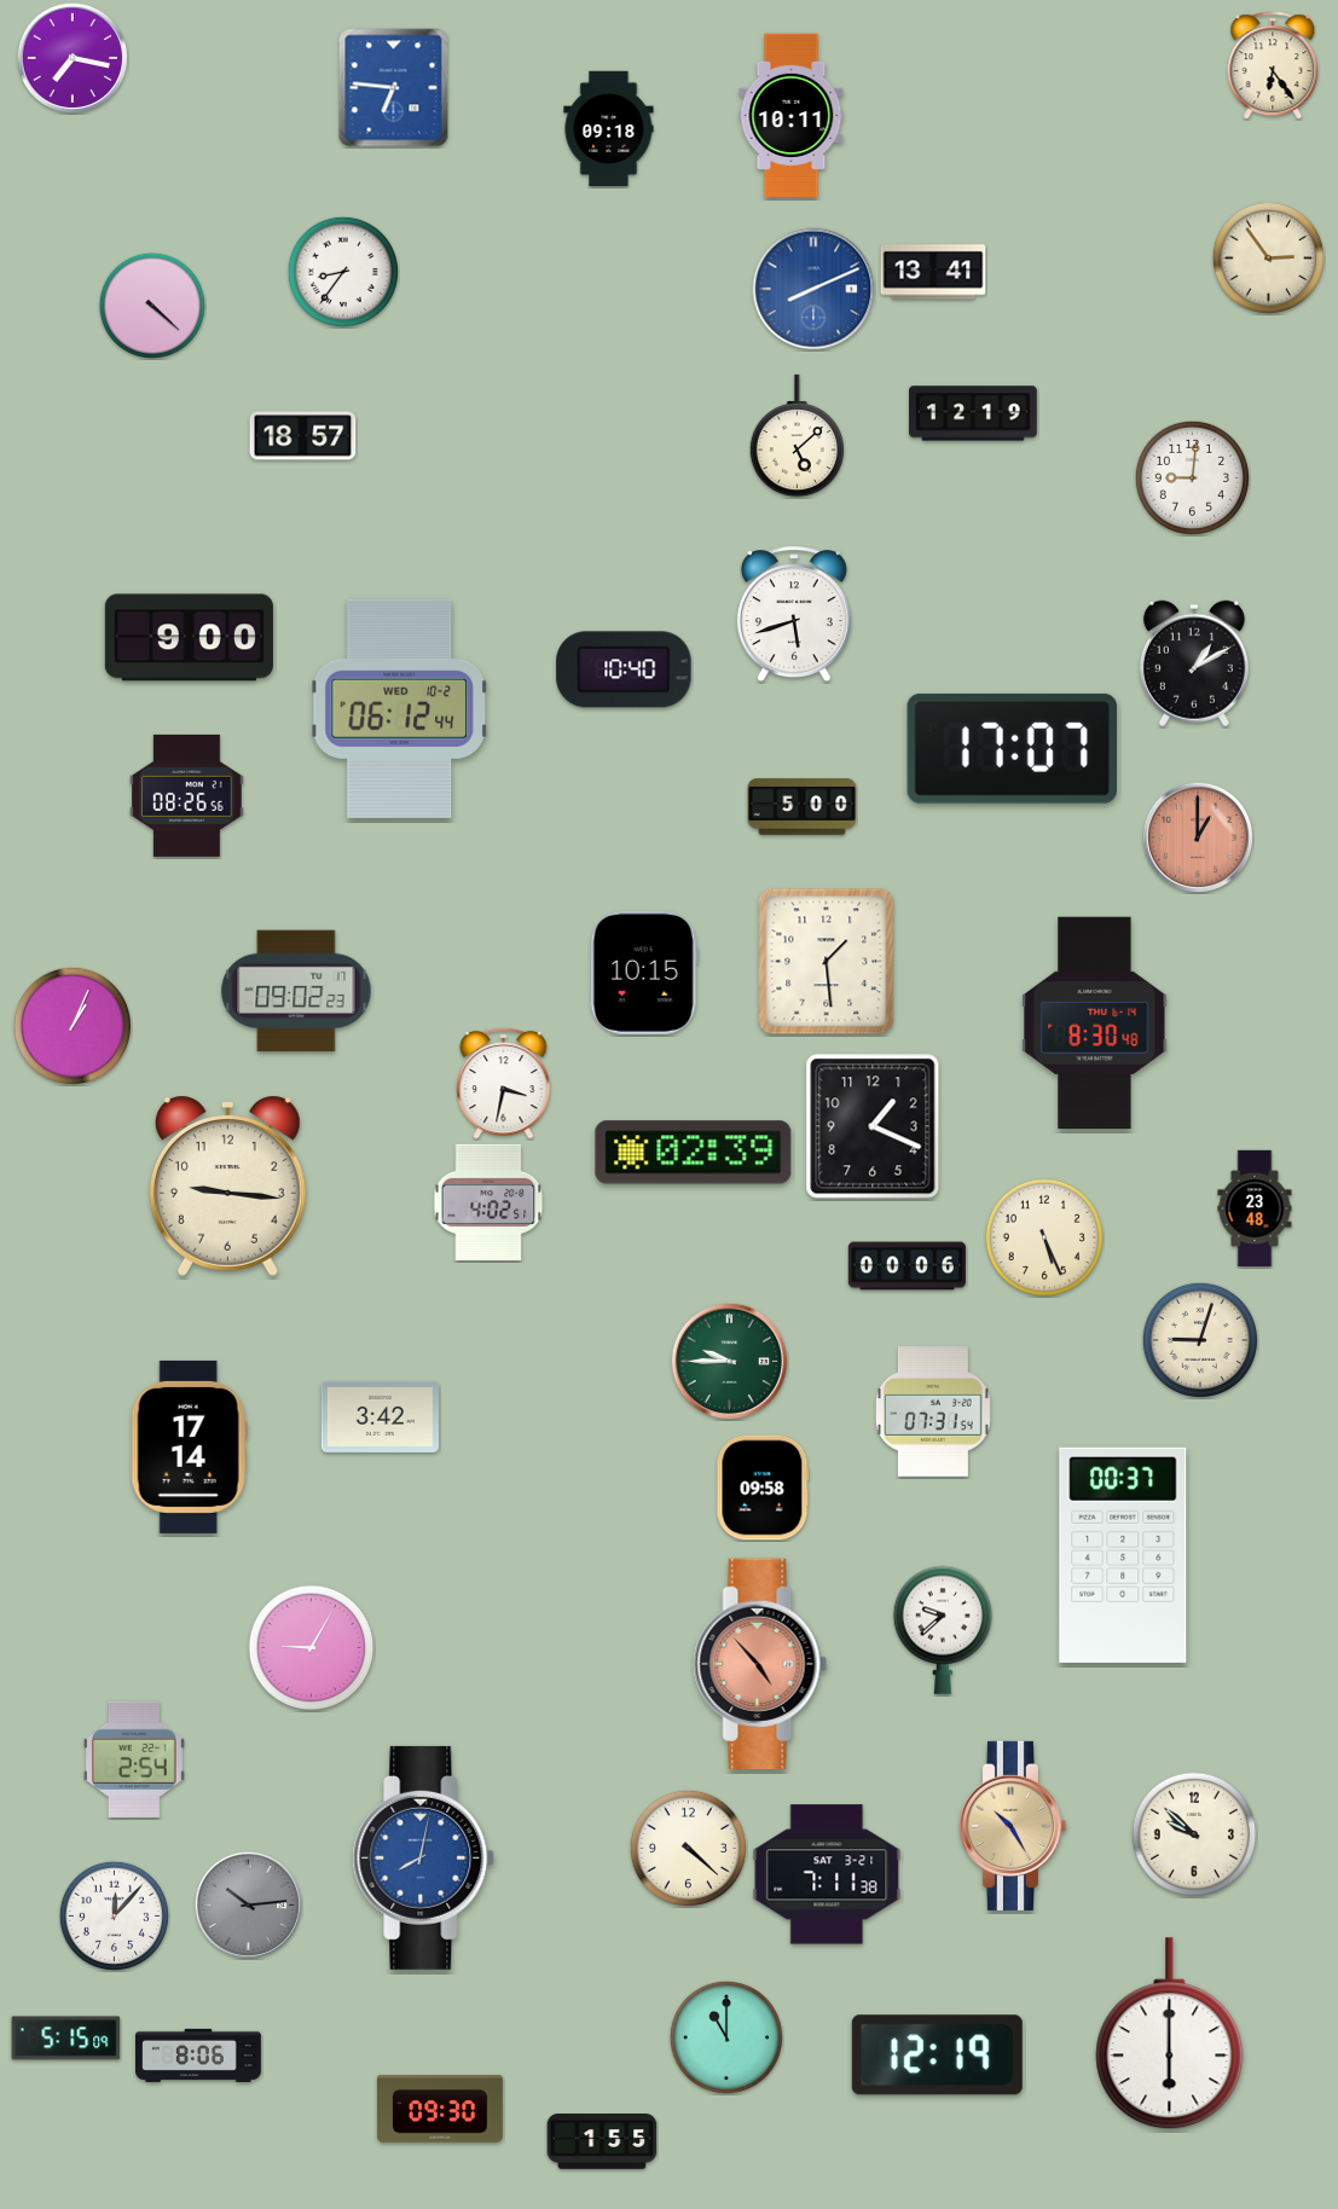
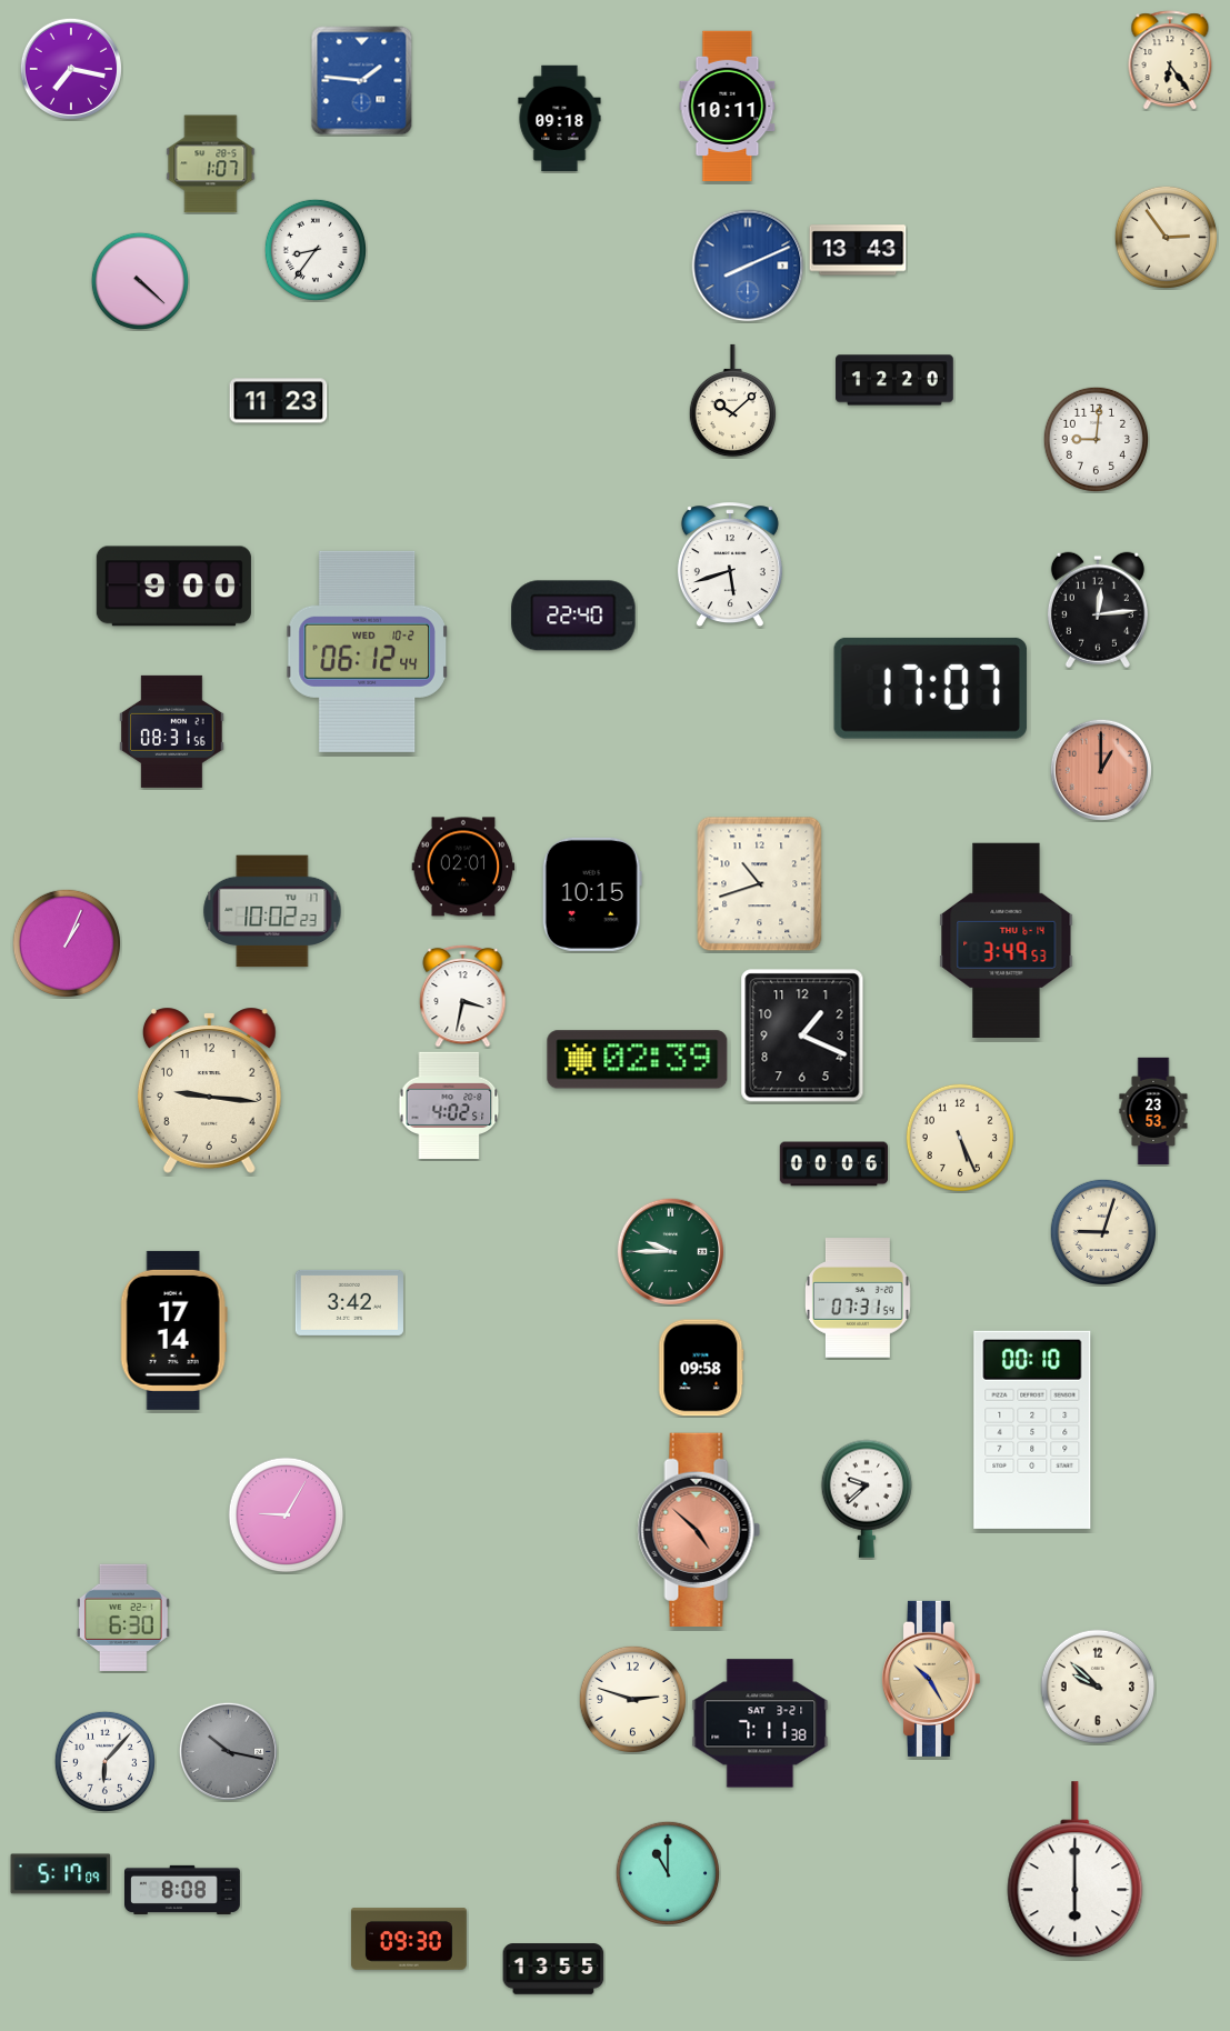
clock at (71, 57) position: (71, 57) -> (70, 68)
clock at (394, 88): 6:46 -> 1:46
clock at (211, 164): none -> 1:07
clock at (933, 272): 13:41 -> 13:43
clock at (973, 413): 12:19 -> 12:20
clock at (303, 436): 18:57 -> 11:23
clock at (797, 436): 5:08 -> 10:08
clock at (1194, 663): 1:10 -> 12:14
clock at (624, 669): 10:40 -> 22:40
clock at (187, 795): 08:26 -> 08:31
clock at (803, 807): 5:00 -> none
clock at (463, 867): none -> 02:01
clock at (827, 962): 1:29 -> 10:42
clock at (296, 991): 09:02 -> 10:02
clock at (1095, 1022): 8:30 -> 3:49
clock at (1255, 1208): 23:48 -> 23:53
clock at (1123, 1555): 00:37 -> 00:10
clock at (760, 1663): 4:53 -> 4:52
clock at (134, 1759): 2:54 -> 6:30
clock at (688, 1848): 4:22 -> 2:48
clock at (424, 1857): 8:02 -> none
clock at (248, 1904): 10:14 -> 10:17
clock at (114, 1915): 12:07 -> 6:07
clock at (66, 2039): 5:15 -> 5:17
clock at (199, 2056): 8:06 -> 8:08
clock at (937, 2056): 12:19 -> none
clock at (440, 2109) position: (440, 2109) -> (409, 1939)
clock at (602, 2141): 1:55 -> 13:55
